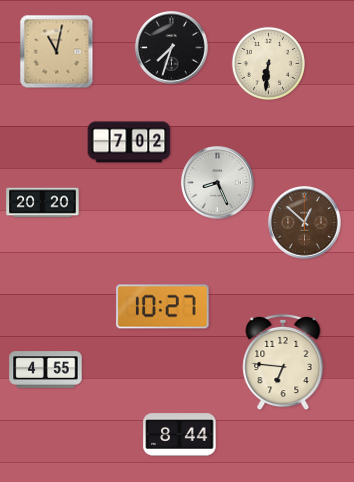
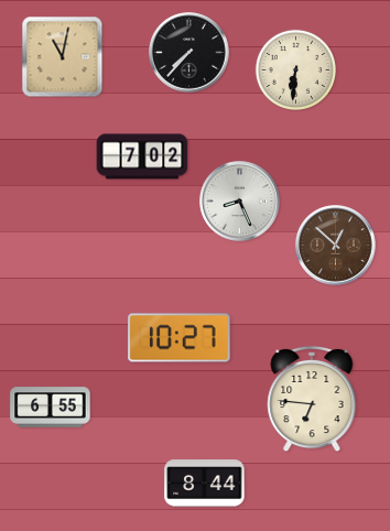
clock at (172, 48): 7:33 -> 7:37
clock at (43, 203): 20:20 -> none
clock at (46, 370): 4:55 -> 6:55
clock at (180, 435) position: (180, 435) -> (205, 484)
